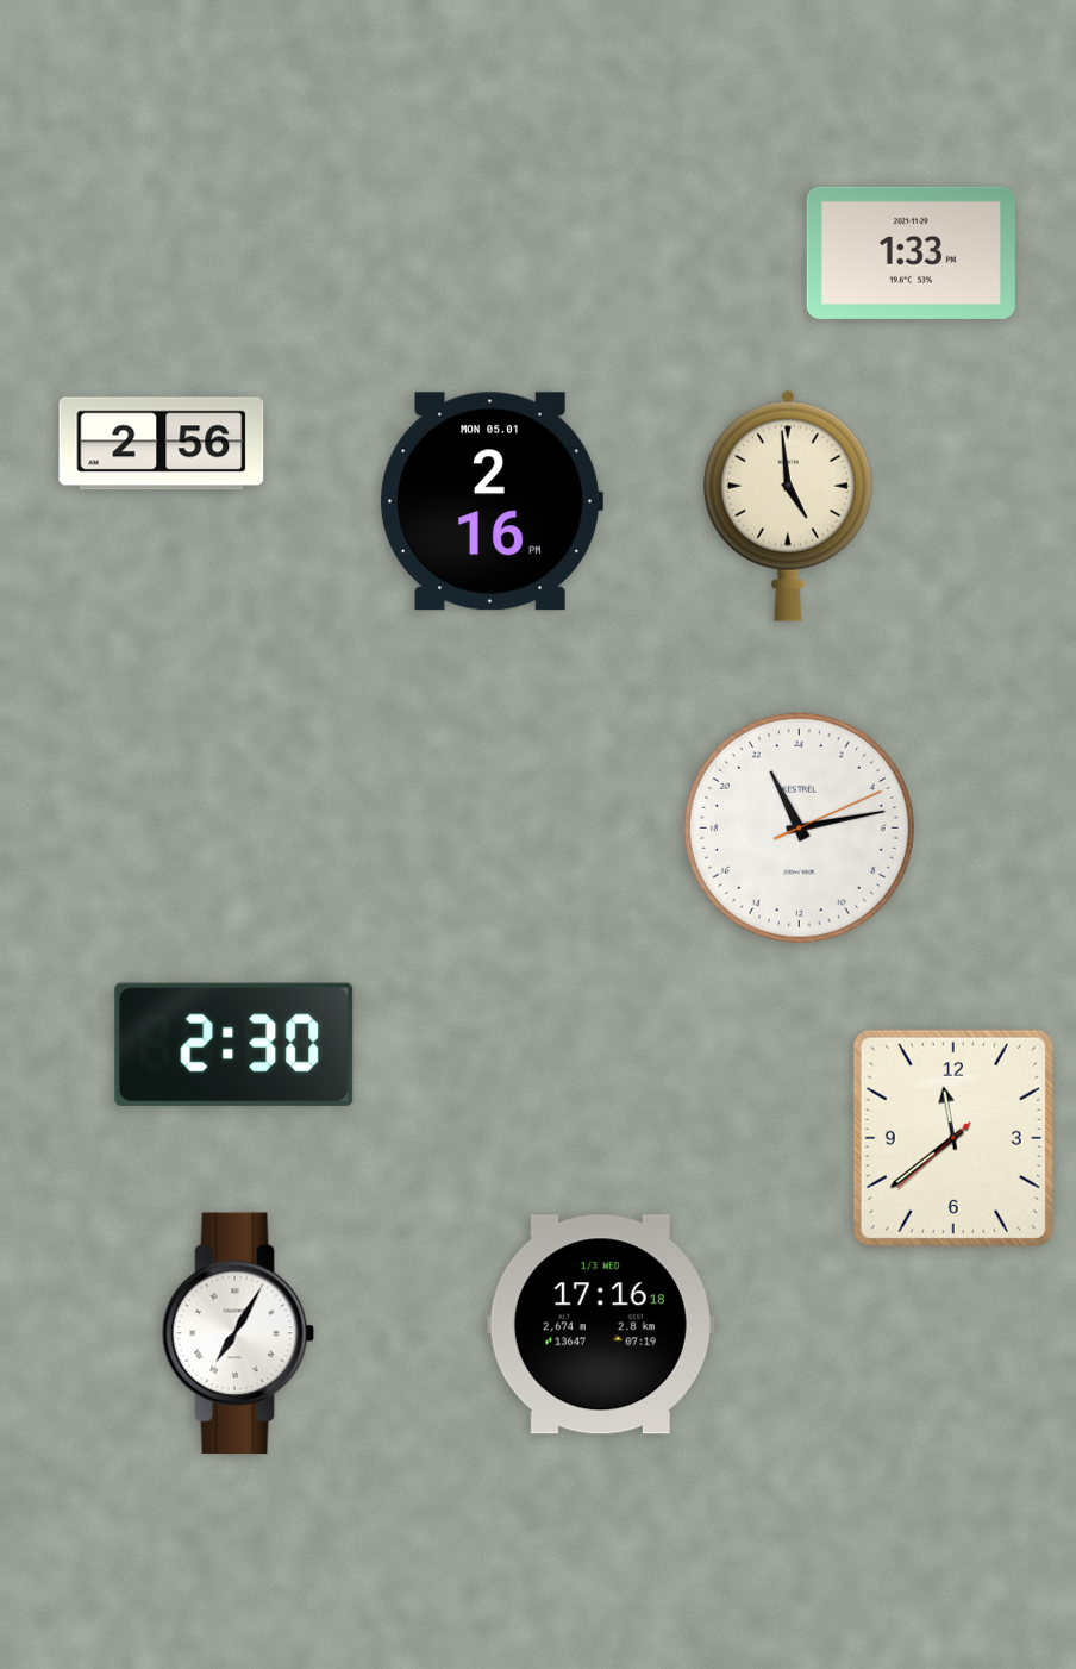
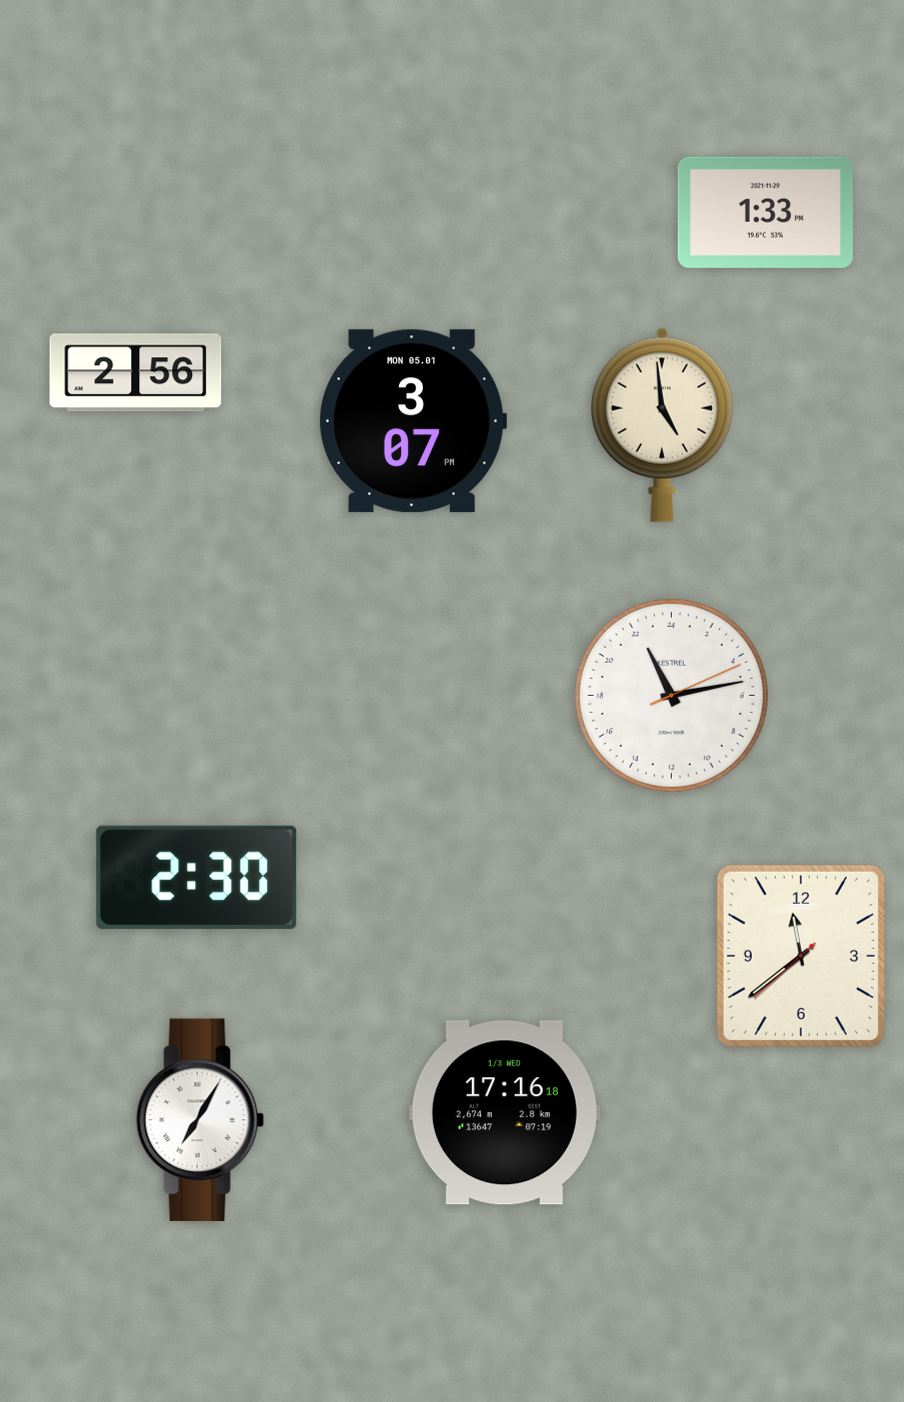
clock at (492, 501): 2:16 -> 3:07
